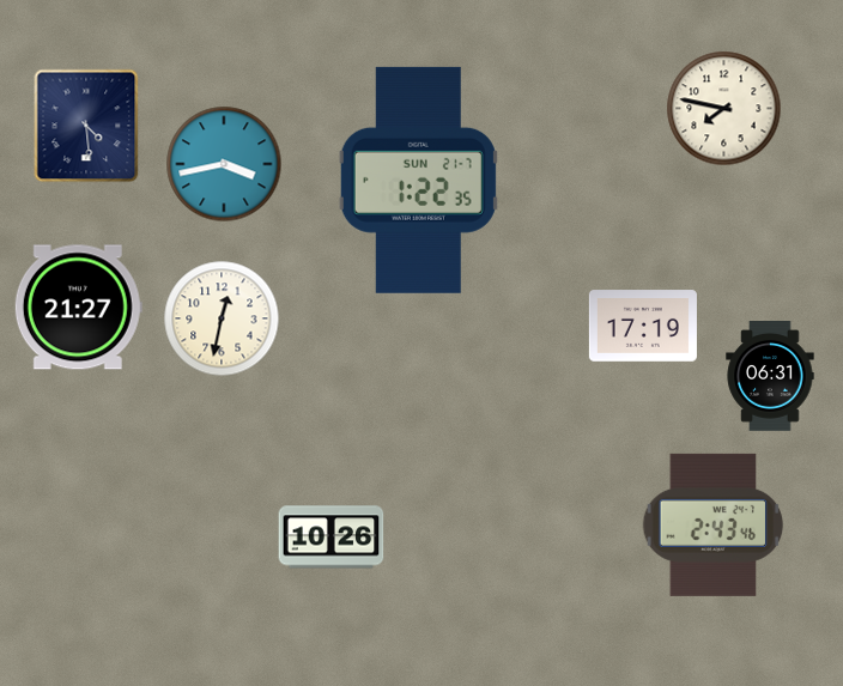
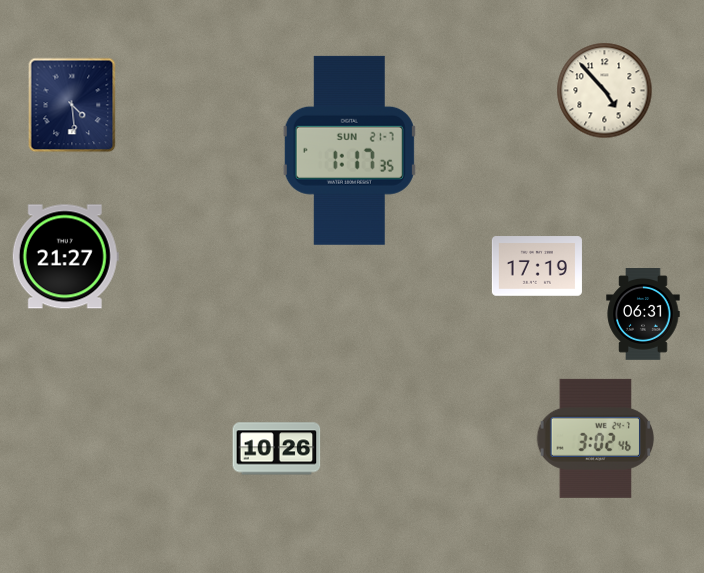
clock at (724, 109): 7:47 -> 4:53
clock at (224, 164): 3:43 -> none
clock at (418, 180): 1:22 -> 1:17
clock at (222, 318): 12:32 -> none
clock at (643, 326) position: (643, 326) -> (537, 266)
clock at (714, 524): 2:43 -> 3:02
